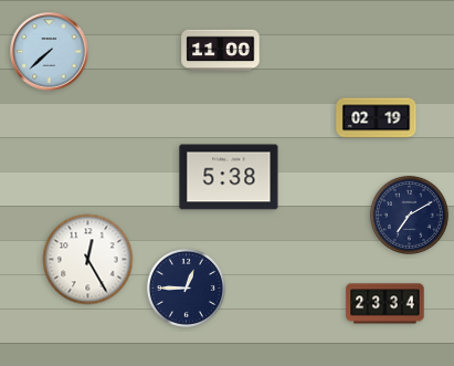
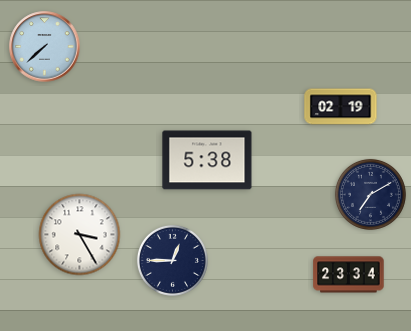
clock at (221, 51): 11:00 -> none
clock at (88, 260): 12:25 -> 3:25
clock at (186, 287) position: (186, 287) -> (172, 260)
